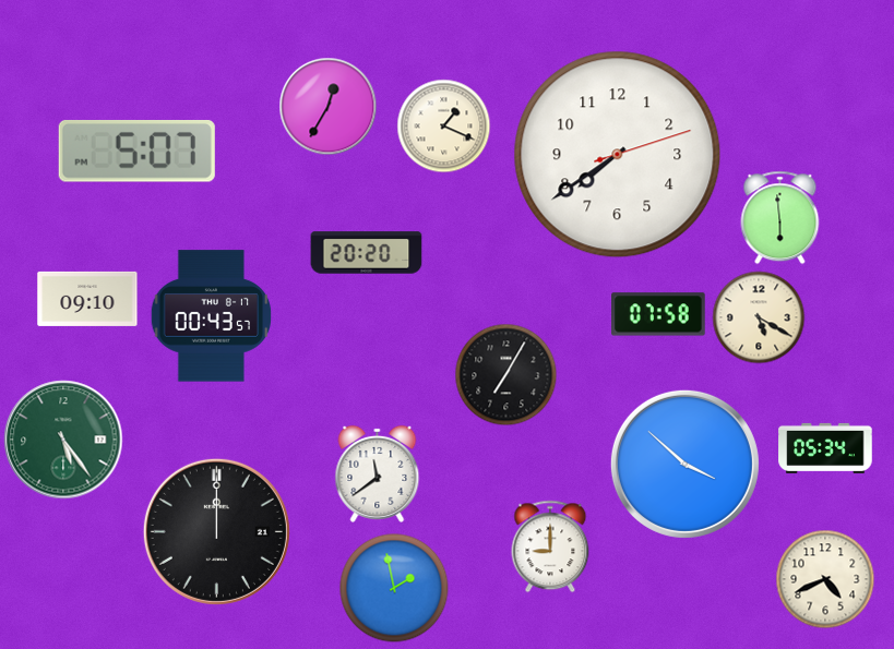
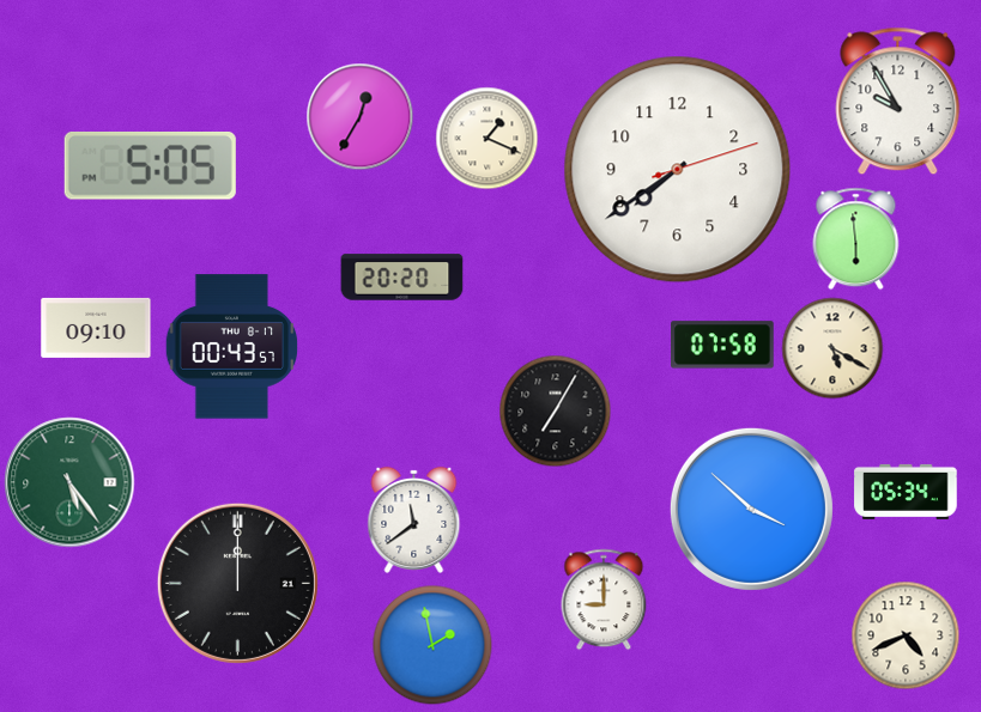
clock at (898, 102): none -> 9:55
clock at (136, 152): 5:07 -> 5:05
